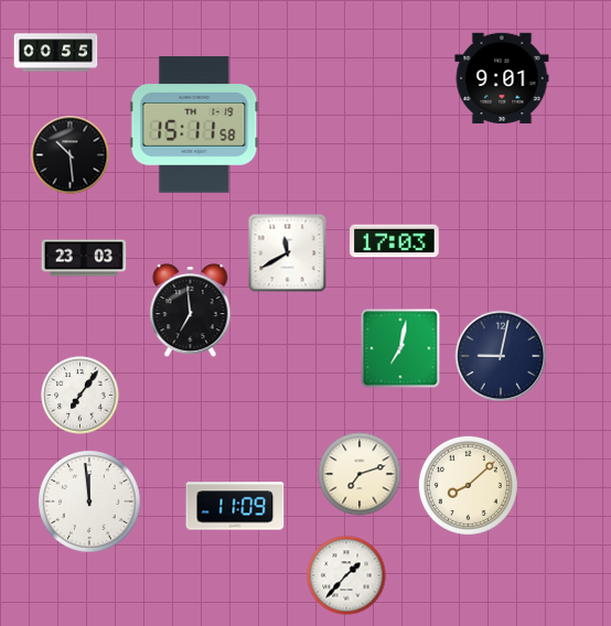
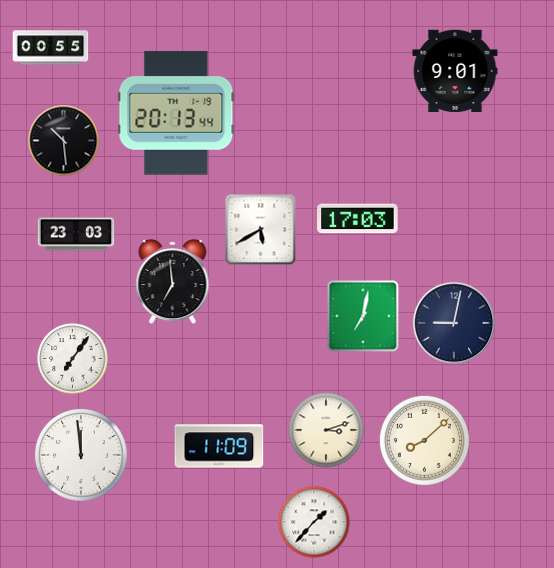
clock at (194, 125): 15:11 -> 20:13
clock at (288, 253): 11:40 -> 5:40
clock at (360, 474): 7:12 -> 3:12
clock at (235, 506) position: (235, 506) -> (219, 446)
